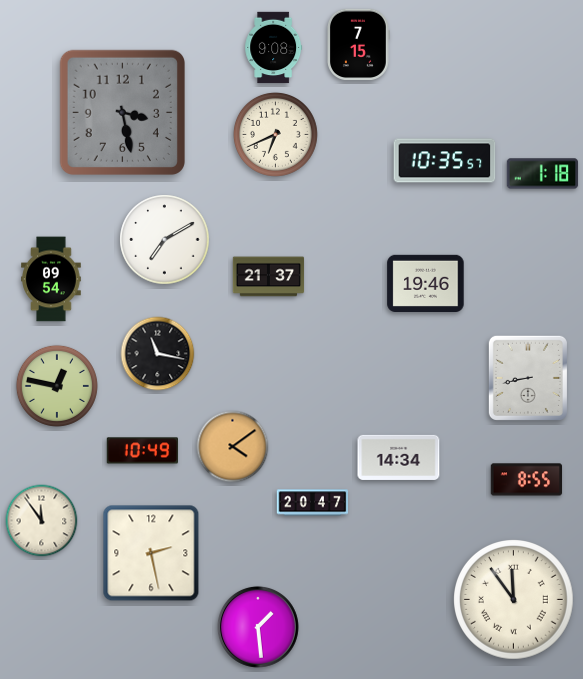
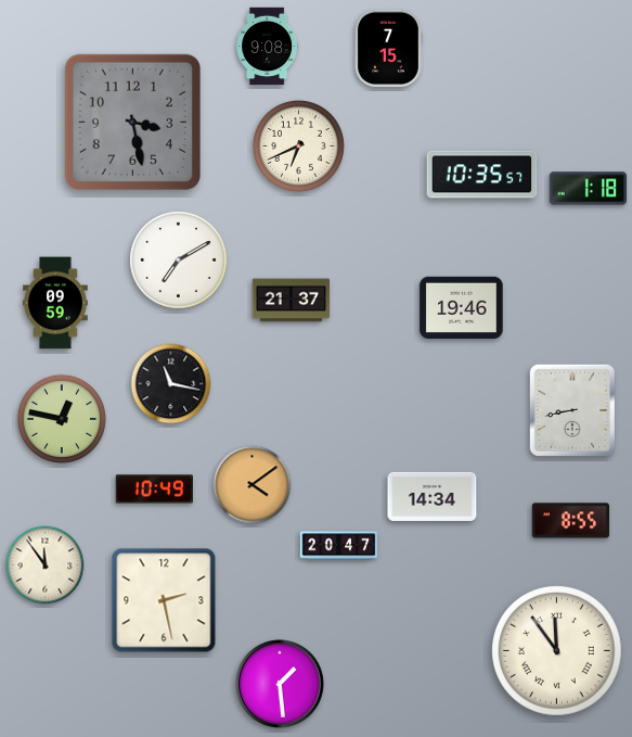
clock at (274, 48) position: (274, 48) -> (268, 47)
clock at (51, 279): 09:54 -> 09:59
clock at (258, 627) position: (258, 627) -> (280, 684)
